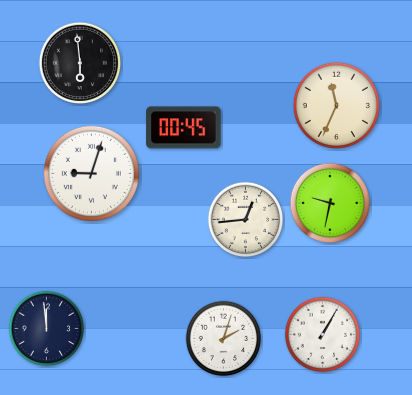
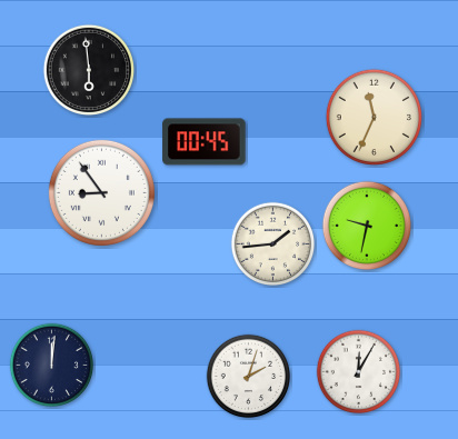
clock at (91, 173): 9:03 -> 8:54
clock at (246, 220): 12:44 -> 1:44
clock at (47, 329): 11:59 -> 12:01
clock at (323, 335): 1:05 -> 12:05
